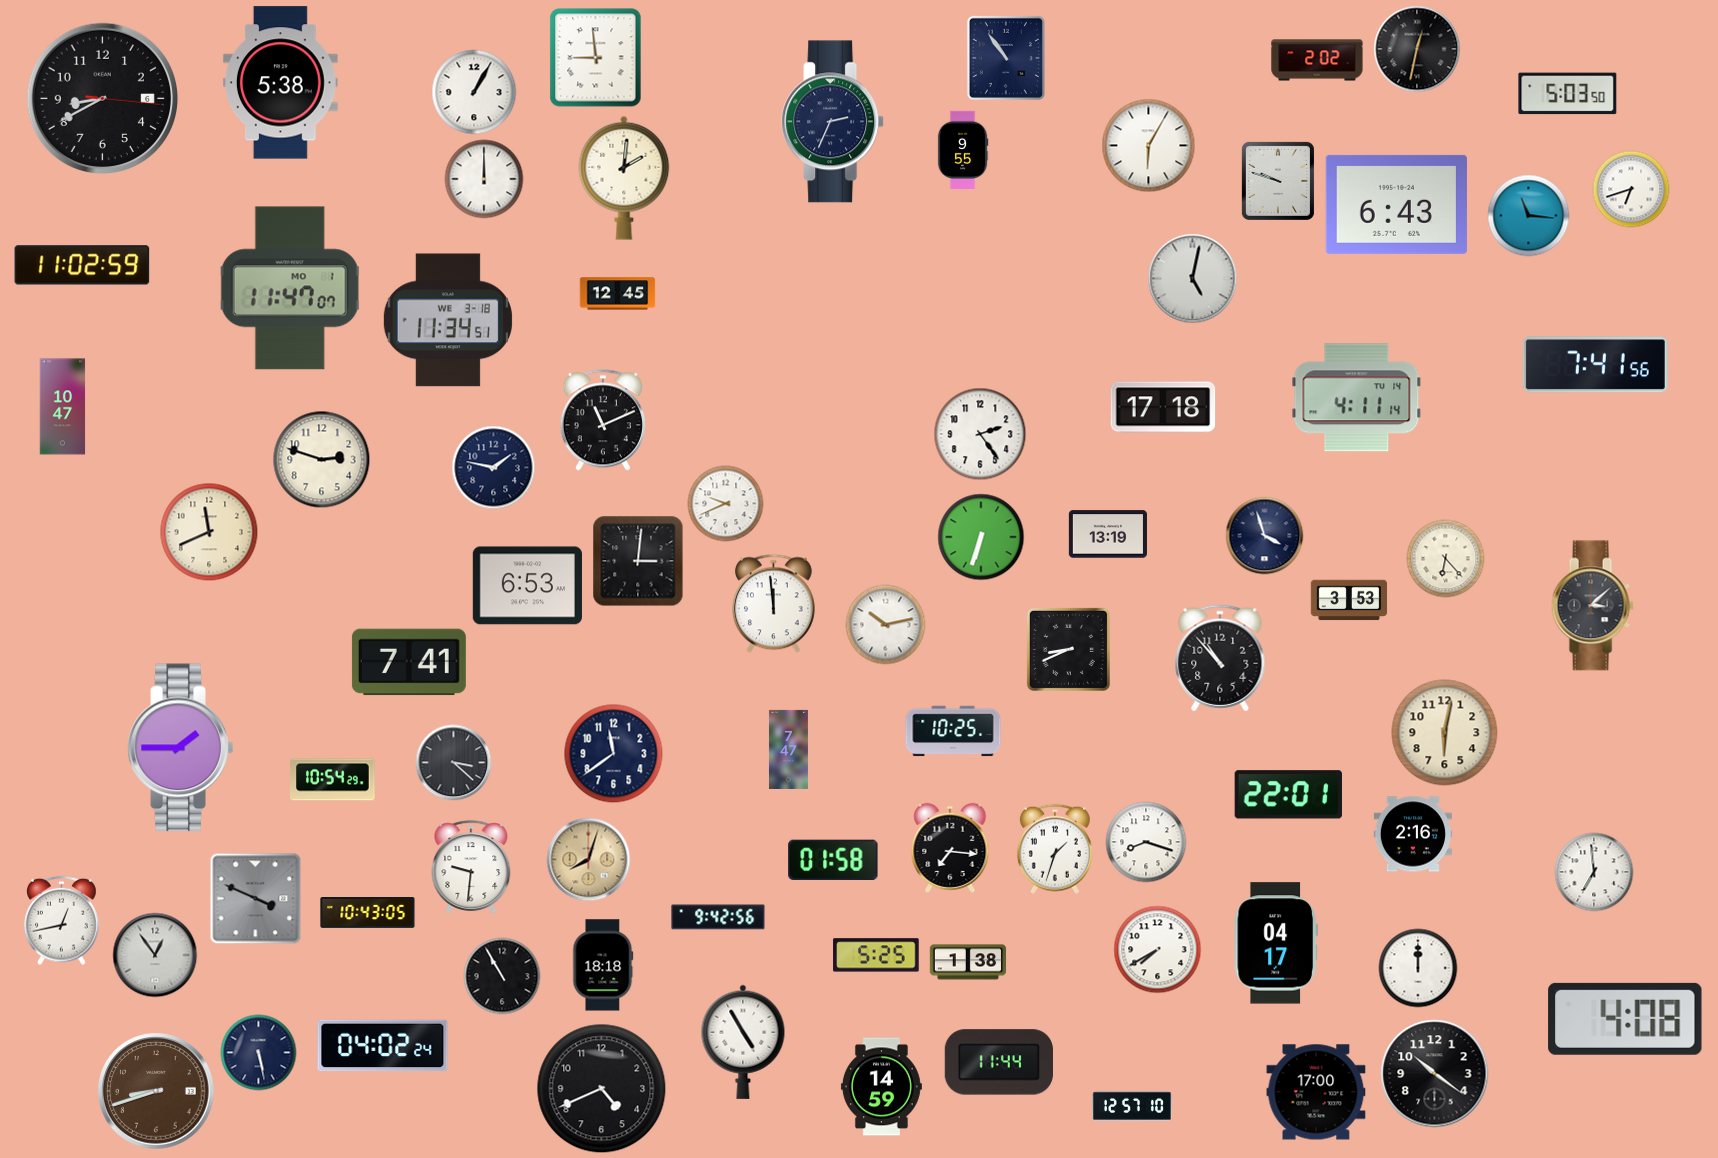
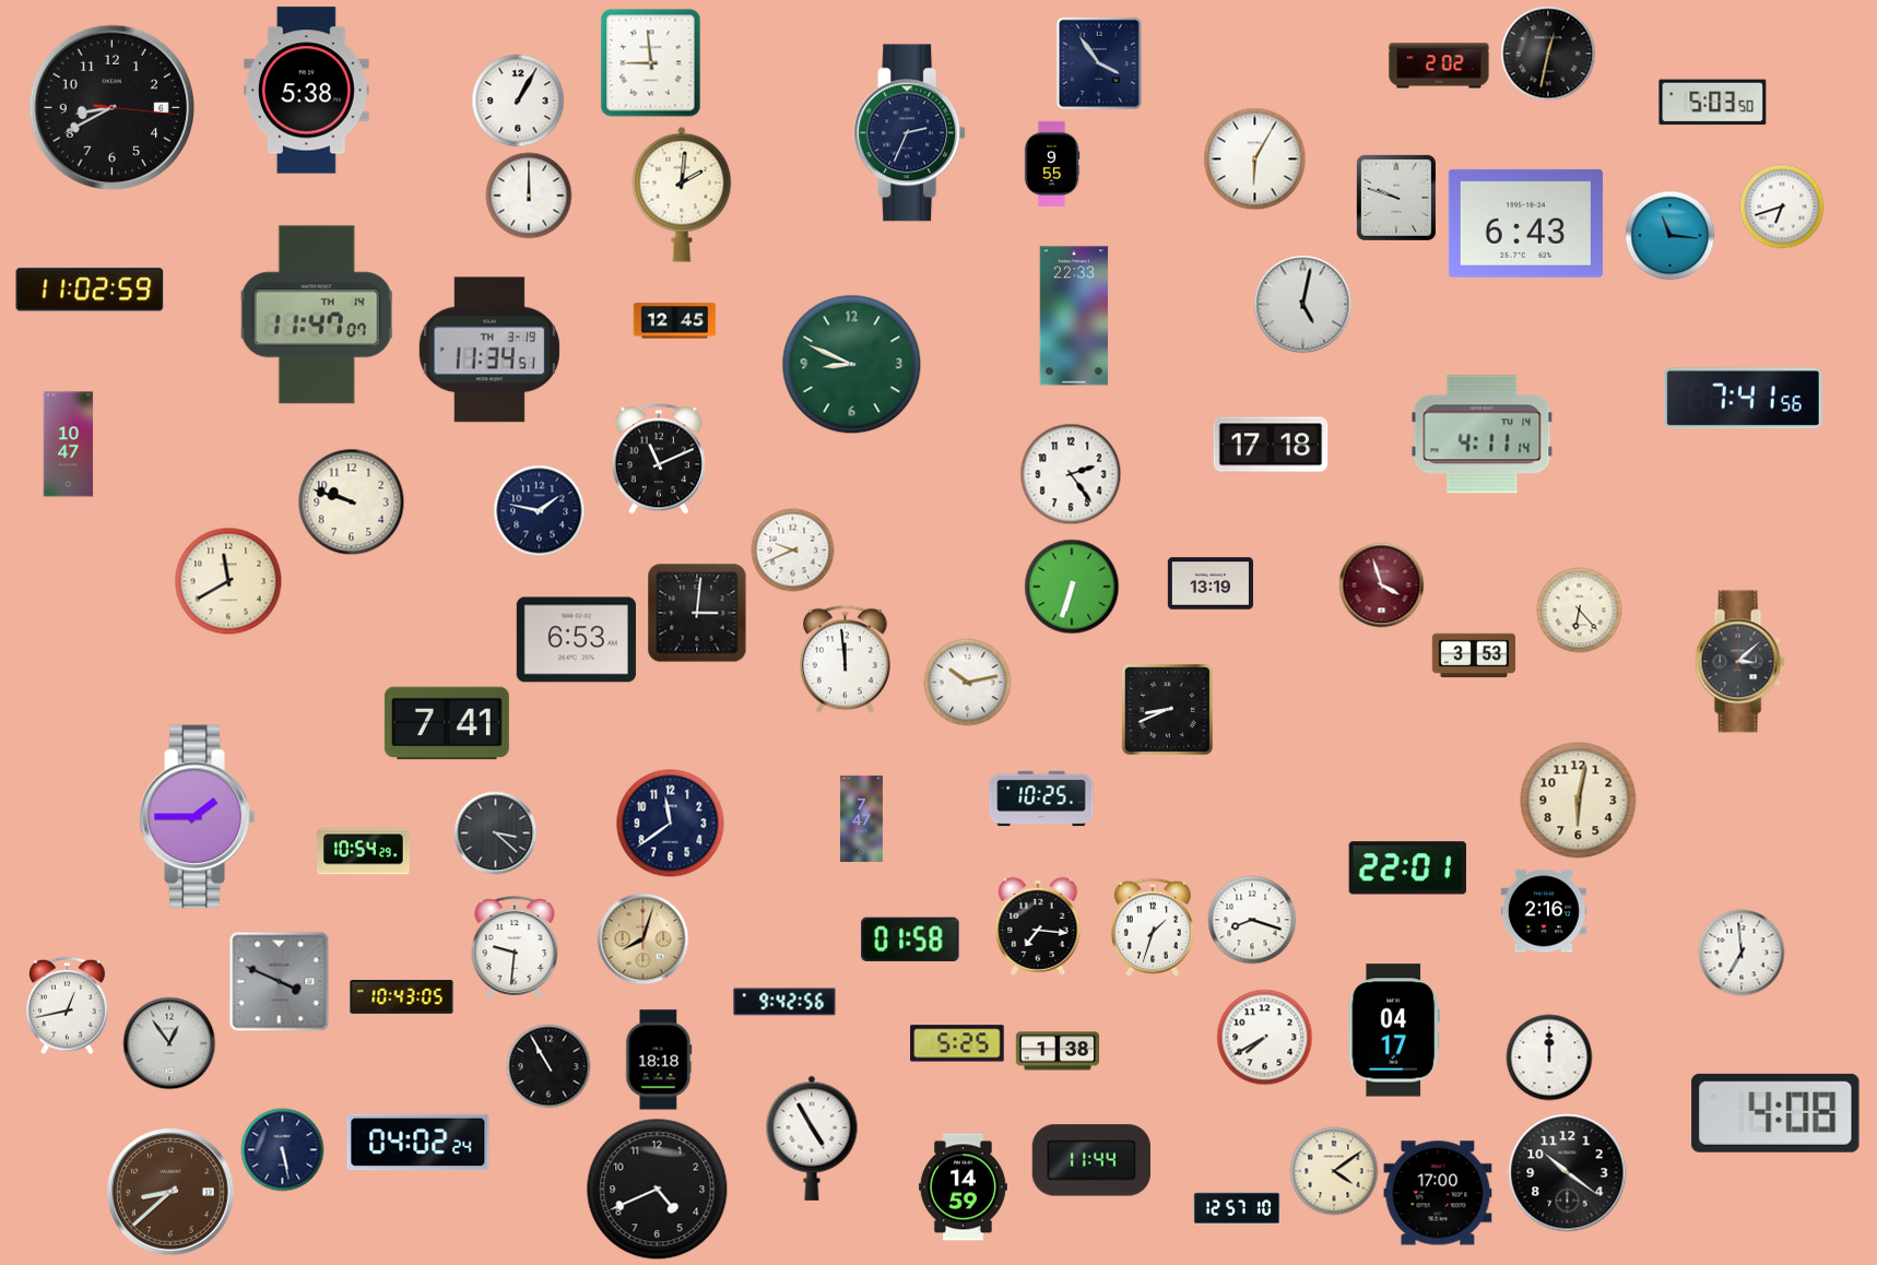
clock at (1006, 58): 10:54 -> 3:54
clock at (290, 288) date: MO 1 -> TH 14
clock at (1074, 316): none -> 22:33
clock at (448, 320) date: WE 3-18 -> TH 3-19
clock at (852, 365): none -> 8:49
clock at (322, 460): 2:48 -> 9:48
clock at (209, 532): 11:41 -> 11:40
clock at (1265, 536) dial: navy -> burgundy
clock at (1220, 658): 10:53 -> none
clock at (603, 965) position: (603, 965) -> (659, 1060)
clock at (1334, 1171): none -> 4:09
clock at (156, 1091): 8:42 -> 8:38
